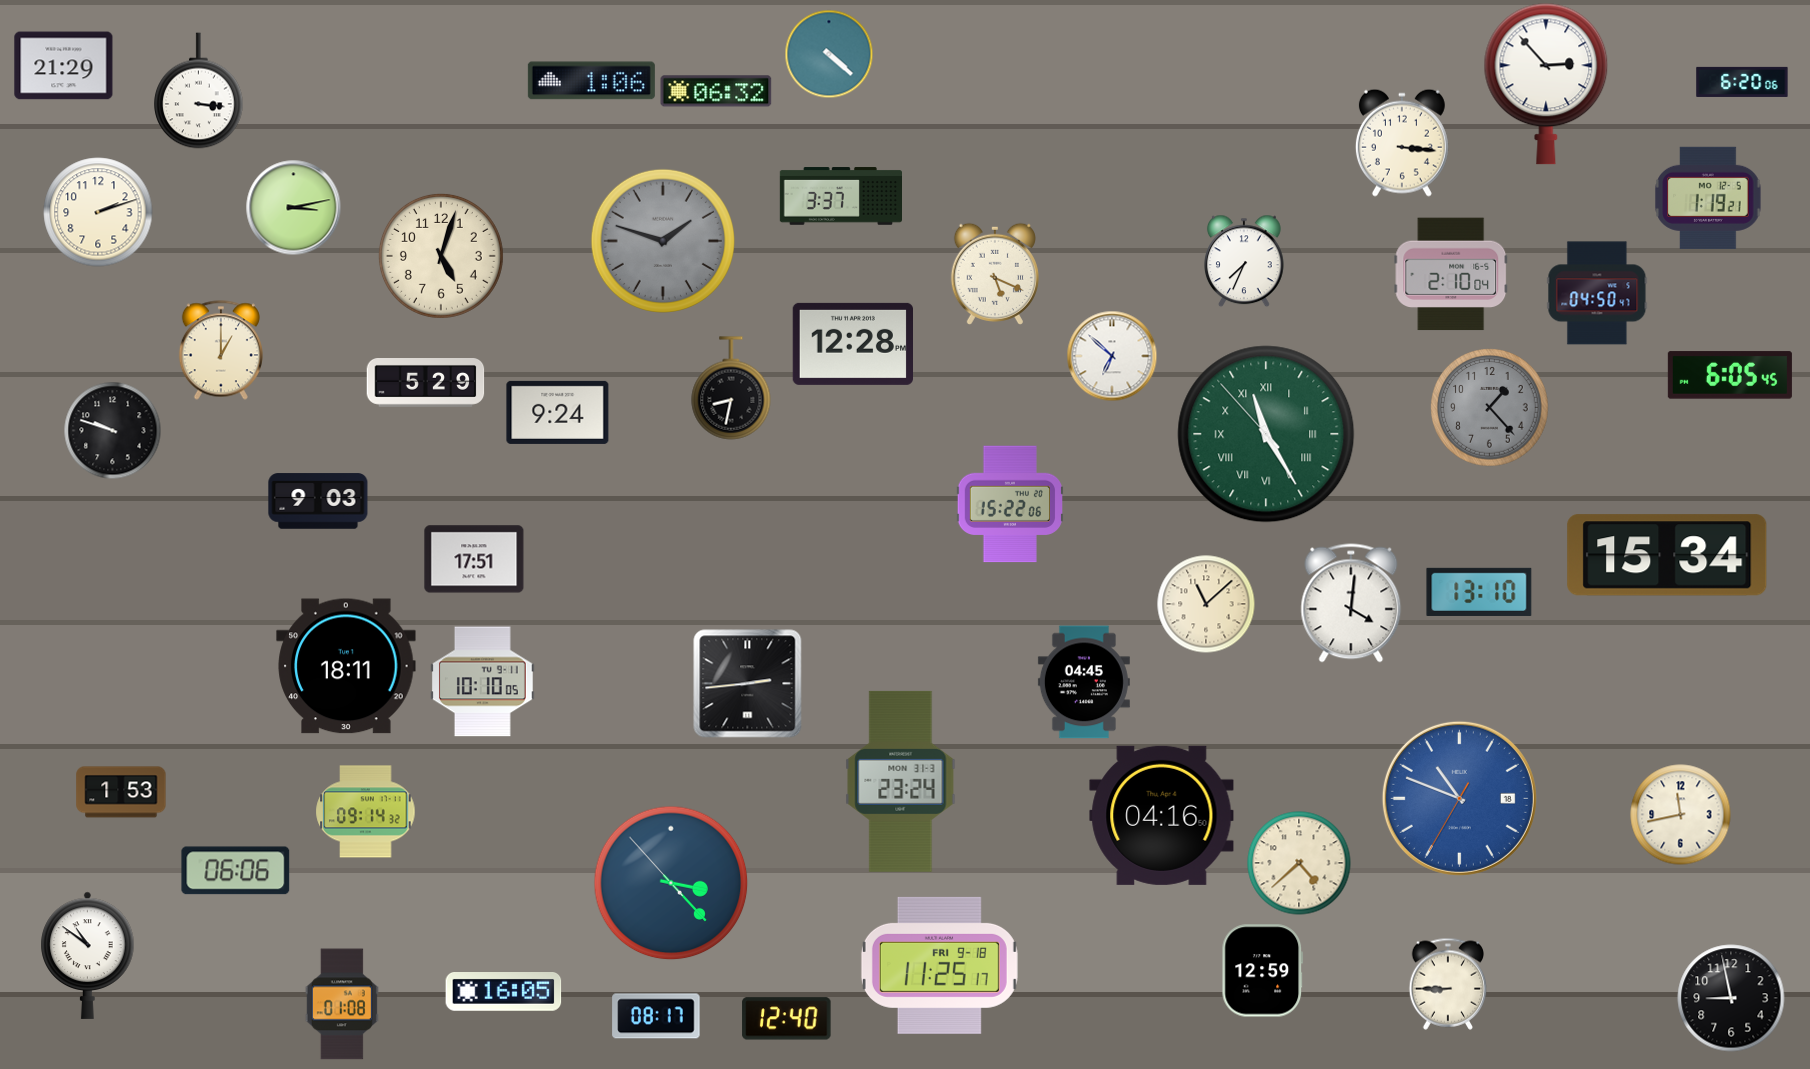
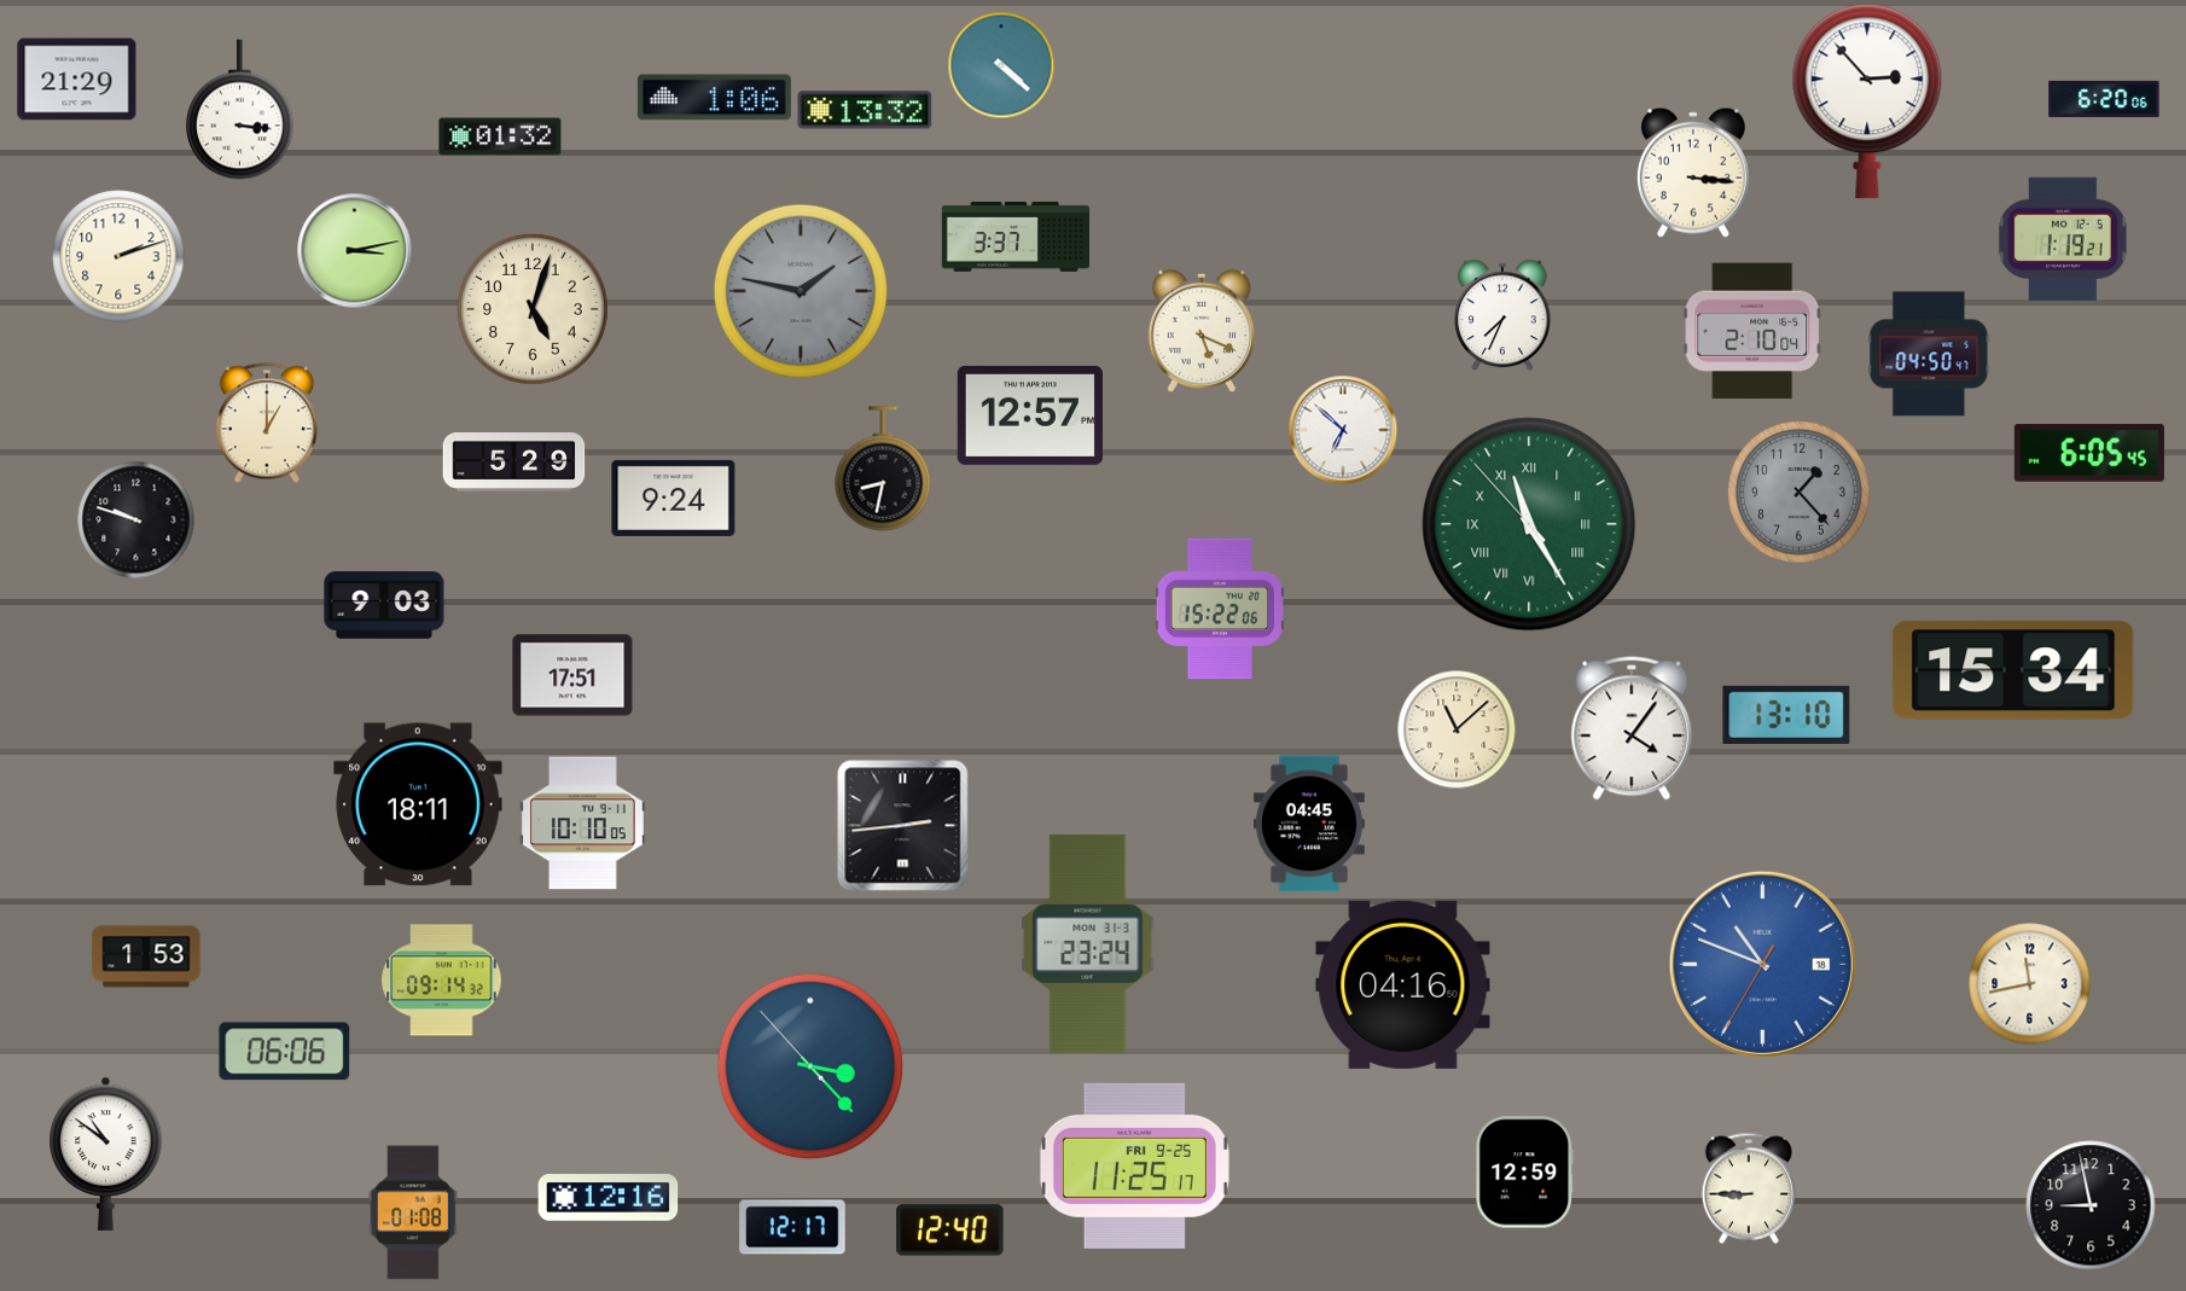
clock at (716, 91): 06:32 -> 13:32
clock at (500, 136): none -> 01:32
clock at (663, 241): 1:48 -> 1:47
clock at (852, 344): 12:28 -> 12:57
clock at (1351, 603): 4:01 -> 4:06
clock at (1299, 863): 4:38 -> none
clock at (939, 965) date: FRI 9-18 -> FRI 9-25
clock at (504, 992): 16:05 -> 12:16
clock at (656, 1016): 08:17 -> 12:17
